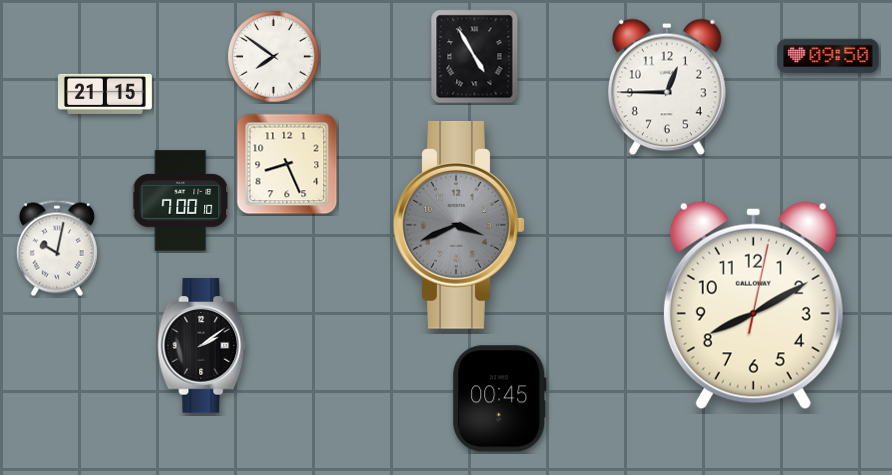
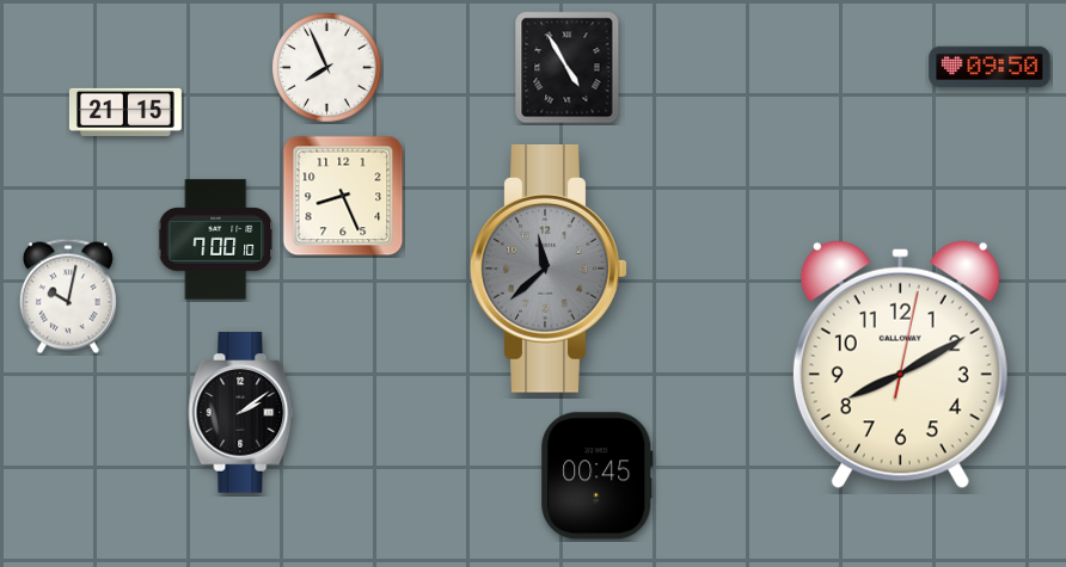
clock at (274, 57): 7:51 -> 7:56
clock at (667, 87): 12:45 -> none
clock at (459, 225): 3:41 -> 11:38
